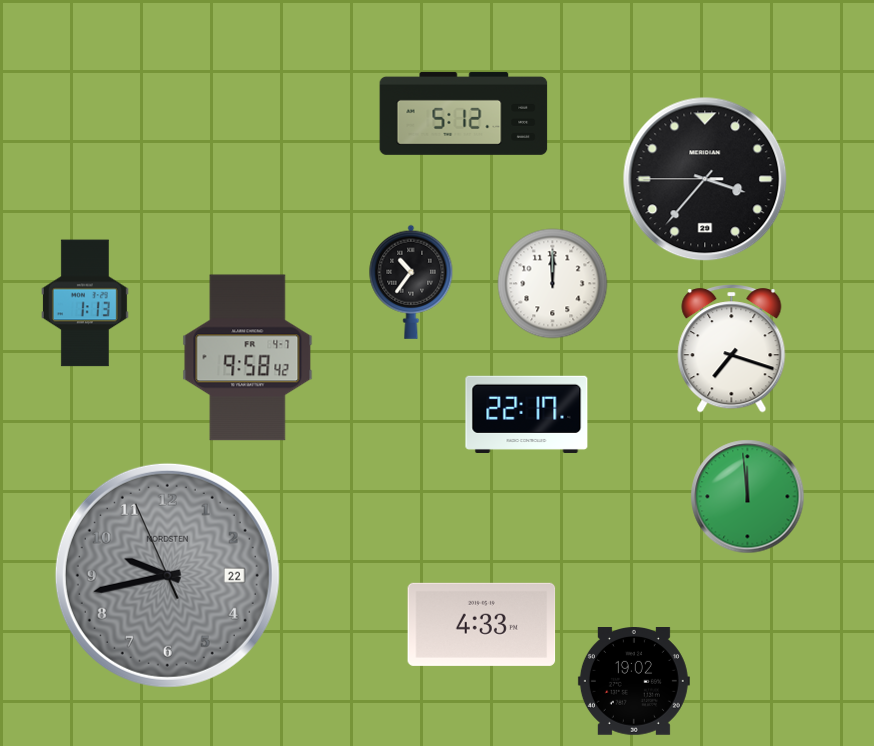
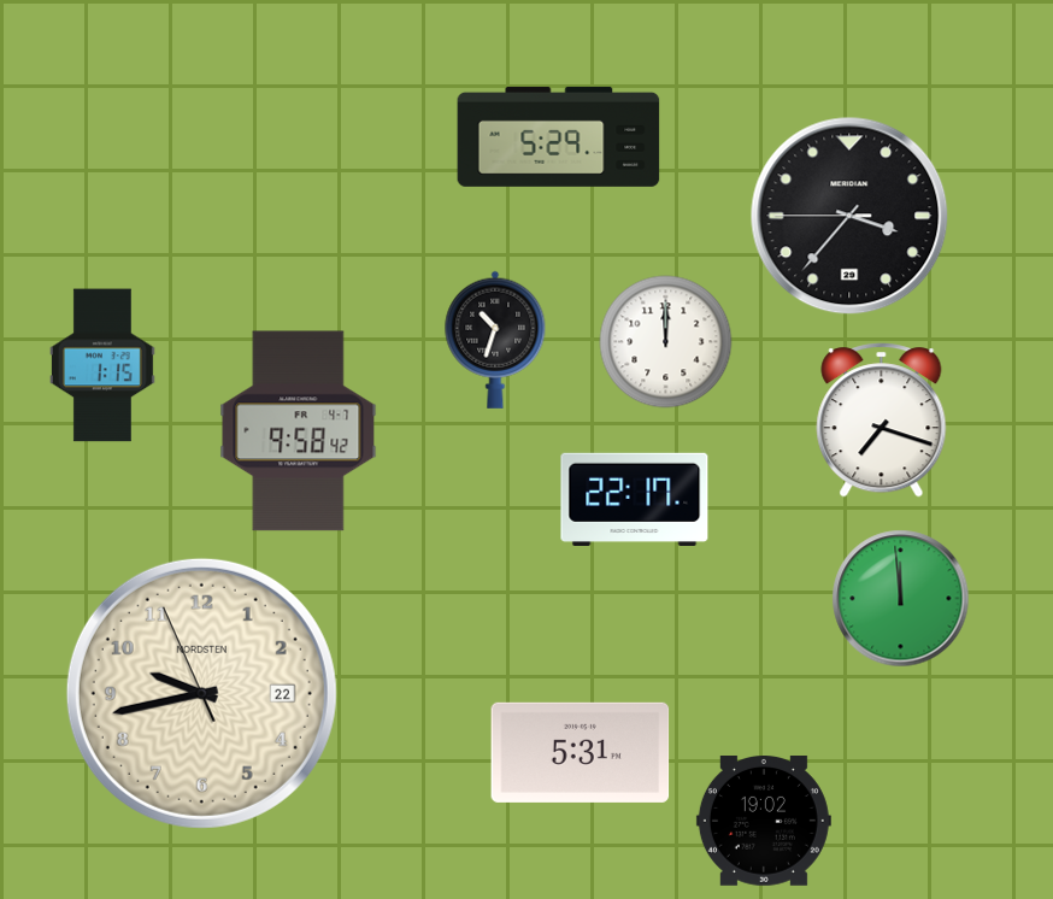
clock at (464, 113): 5:12 -> 5:29
clock at (411, 282): 10:36 -> 10:33
clock at (85, 303): 1:13 -> 1:15
clock at (167, 575) dial: grey -> cream
clock at (482, 624): 4:33 -> 5:31
